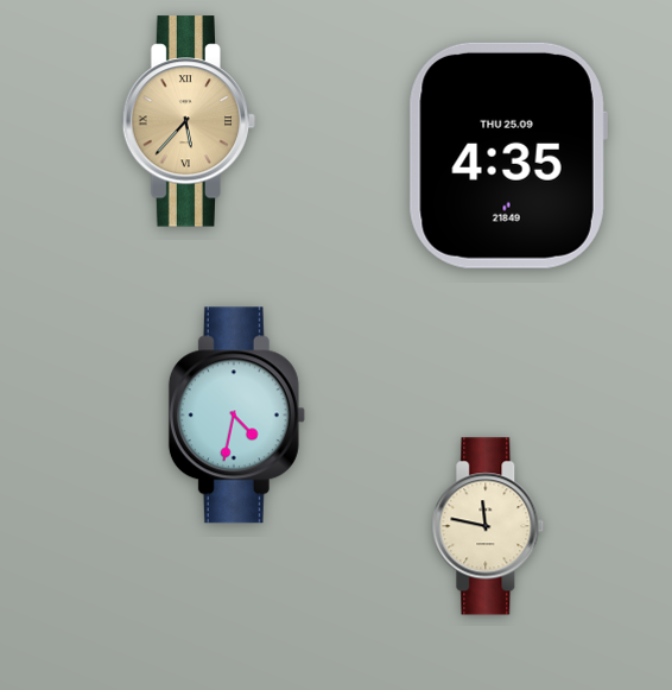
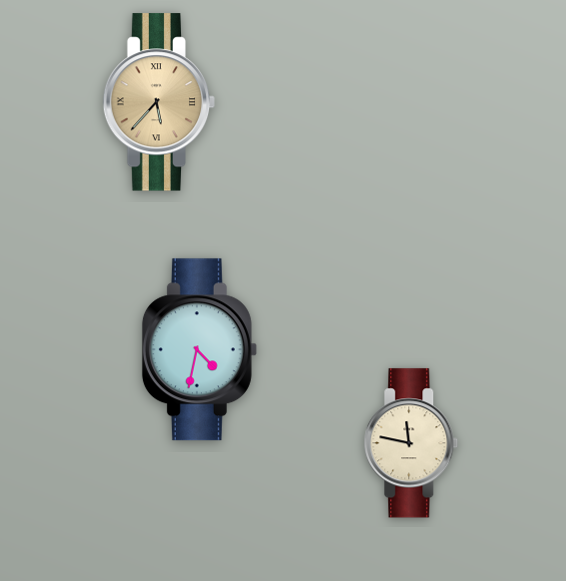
clock at (508, 156): 4:35 -> none
